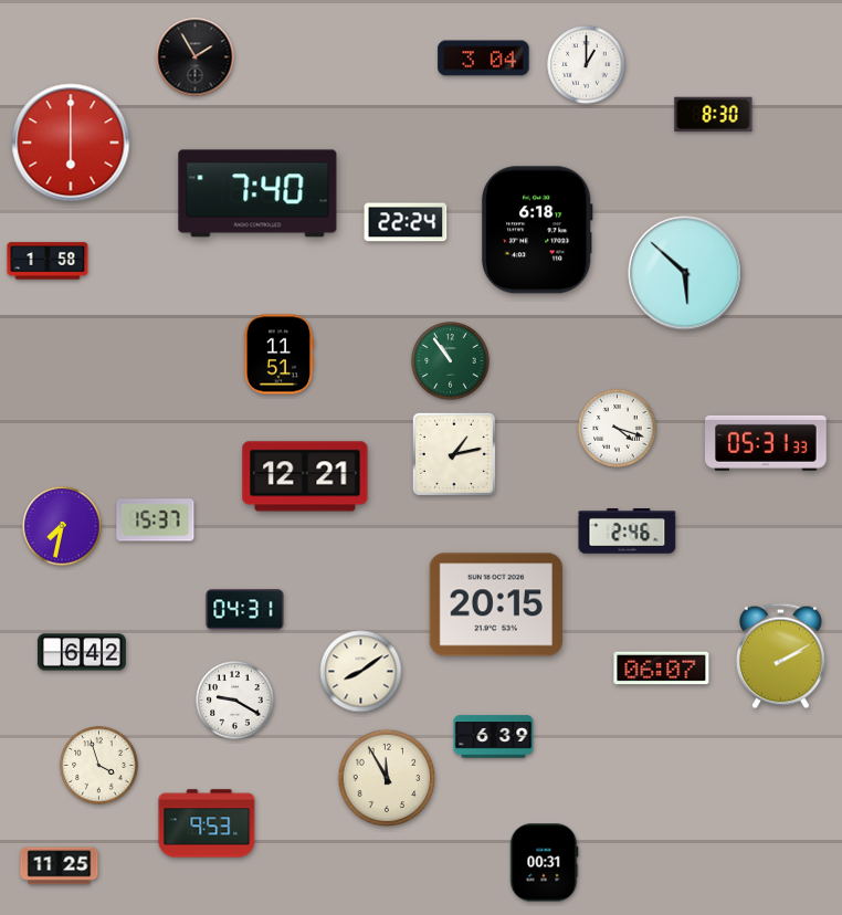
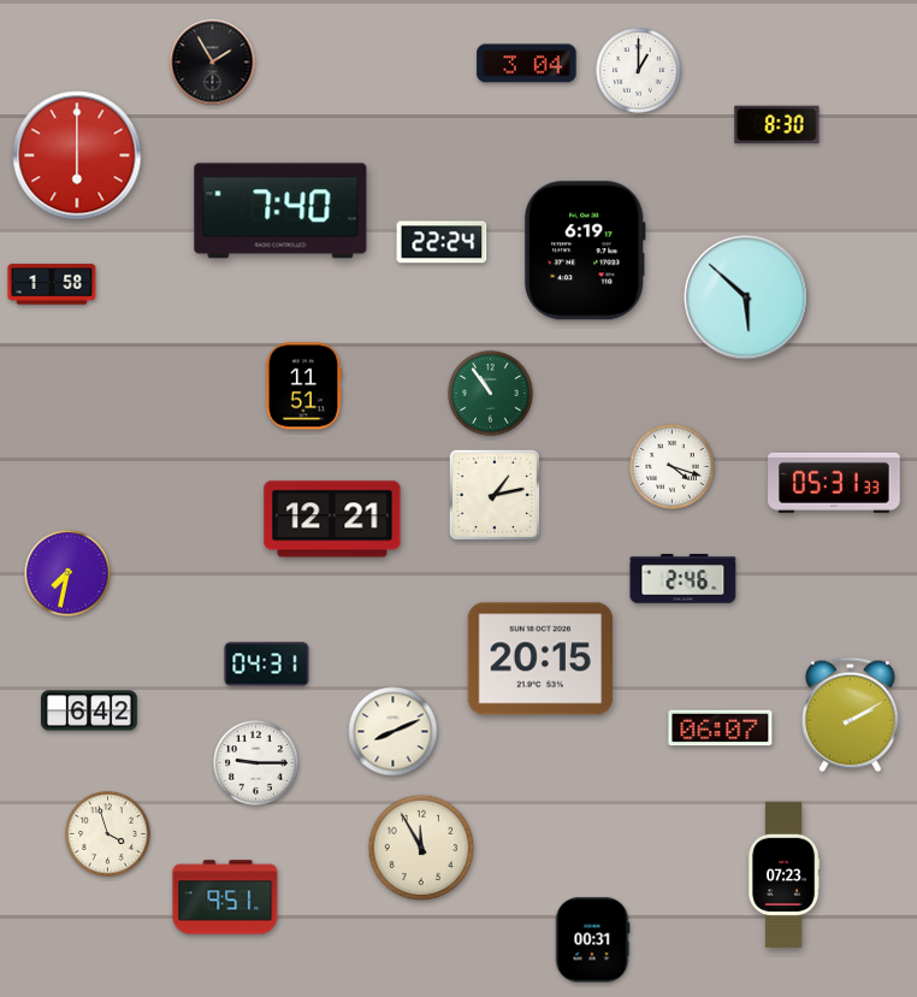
clock at (537, 230): 6:18 -> 6:19
clock at (156, 520): 15:37 -> none
clock at (361, 672): 8:09 -> 8:11
clock at (235, 701): 9:20 -> 9:15
clock at (494, 737): 6:39 -> none
clock at (783, 874): none -> 07:23
clock at (207, 823): 9:53 -> 9:51
clock at (60, 866): 11:25 -> none
